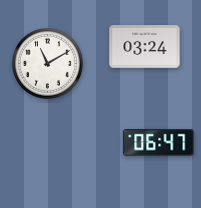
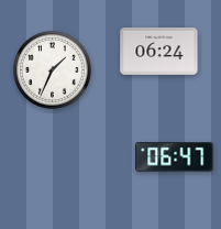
clock at (145, 47): 03:24 -> 06:24
clock at (48, 64): 11:10 -> 1:34
